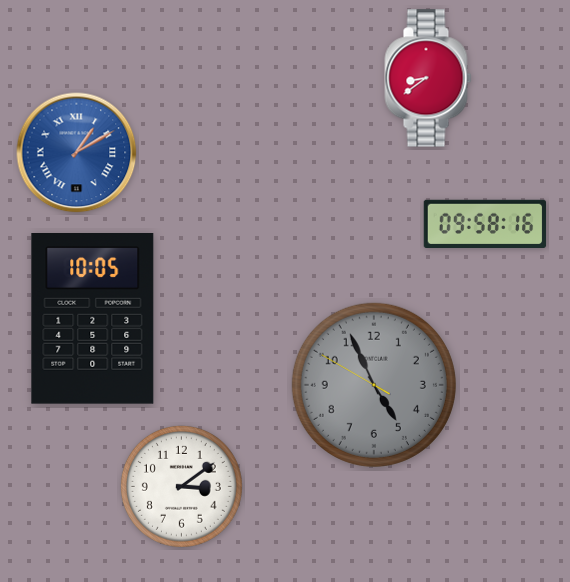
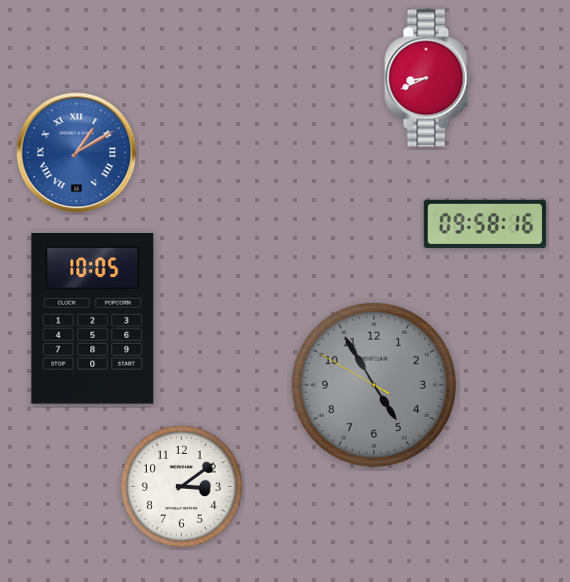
clock at (428, 78): 8:39 -> 8:41
clock at (374, 385): 4:55 -> 4:54
